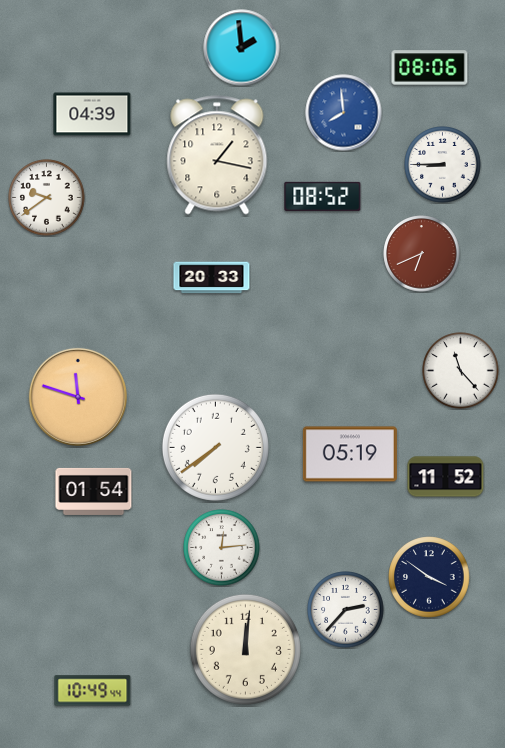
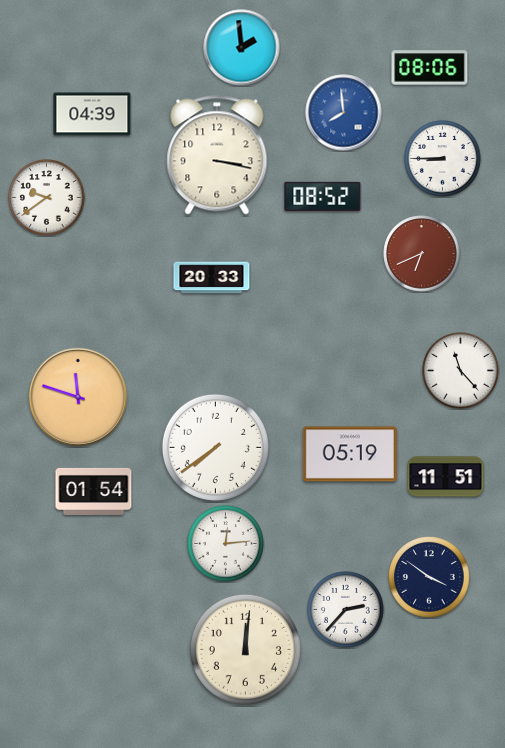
clock at (217, 155): 1:17 -> 3:17
clock at (443, 165) position: (443, 165) -> (443, 159)
clock at (446, 477): 11:52 -> 11:51
clock at (222, 548) position: (222, 548) -> (226, 544)
clock at (93, 691): 10:49 -> none
